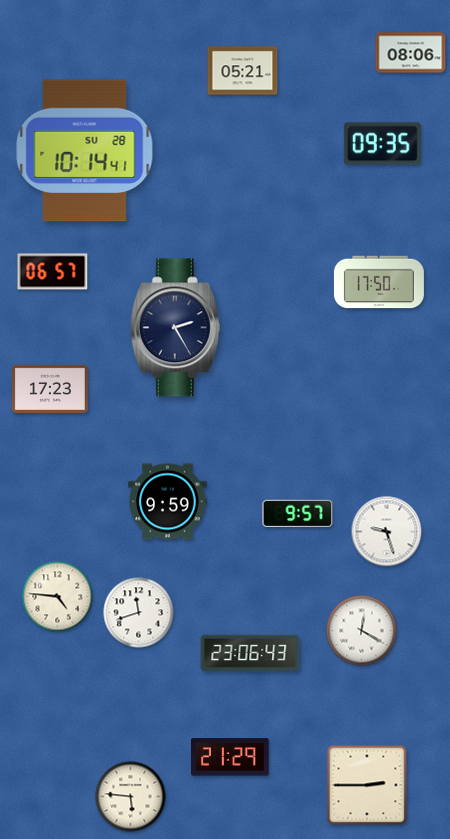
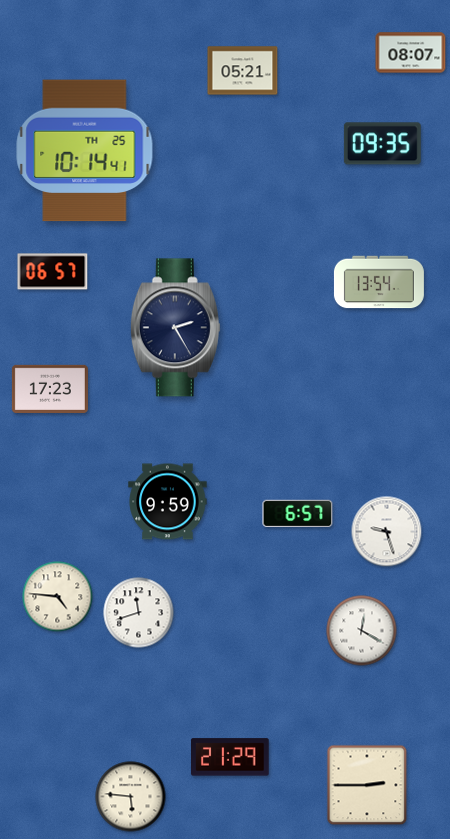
clock at (411, 53): 08:06 -> 08:07
clock at (85, 151) date: SU 28 -> TH 25
clock at (379, 282): 17:50 -> 13:54
clock at (298, 513): 9:57 -> 6:57
clock at (250, 653): 23:06 -> none
